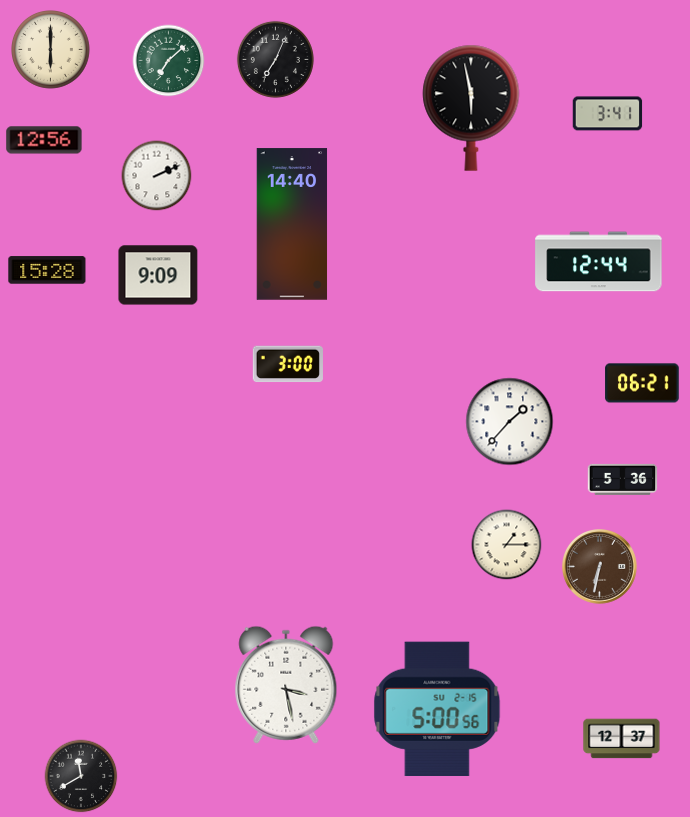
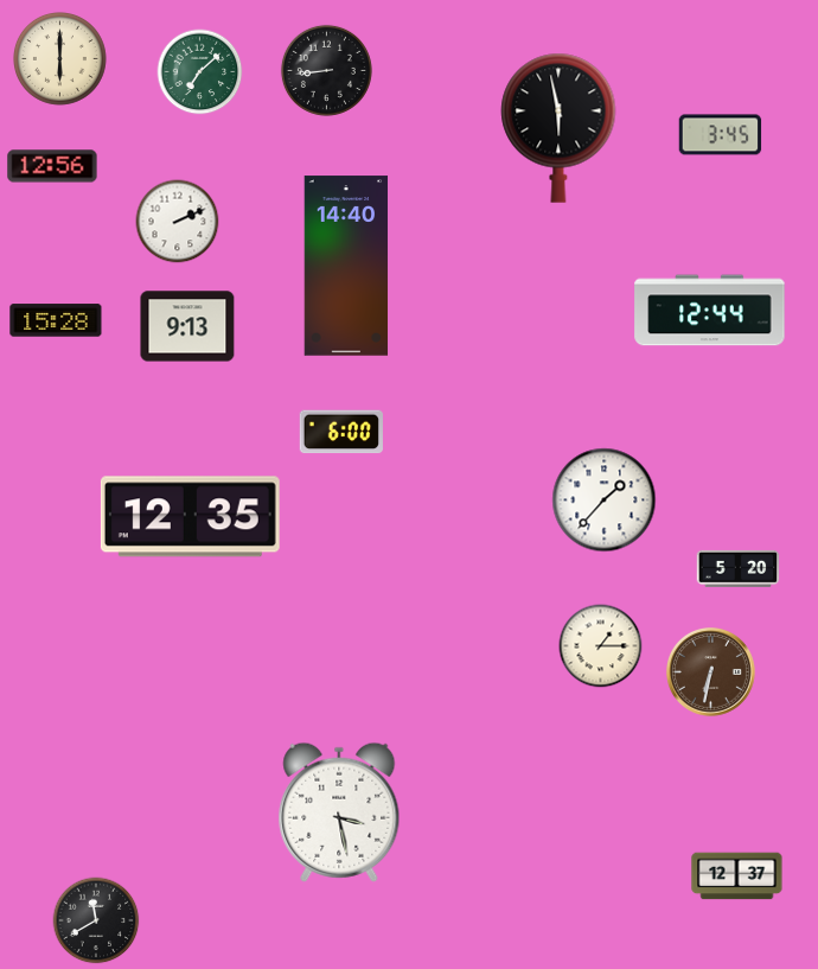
clock at (275, 59): 7:04 -> 8:44
clock at (608, 114): 3:41 -> 3:45
clock at (157, 176) position: (157, 176) -> (178, 222)
clock at (158, 275): 9:09 -> 9:13
clock at (288, 364): 3:00 -> 6:00
clock at (642, 383): 06:21 -> none
clock at (190, 517): none -> 12:35
clock at (623, 479): 5:36 -> 5:20
clock at (437, 708): 5:00 -> none
